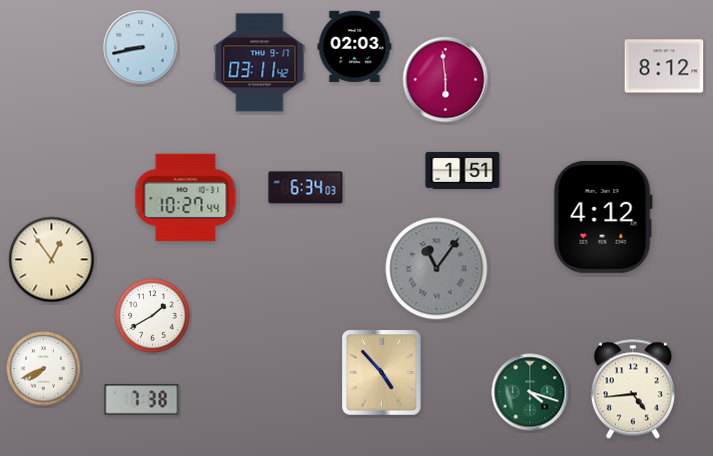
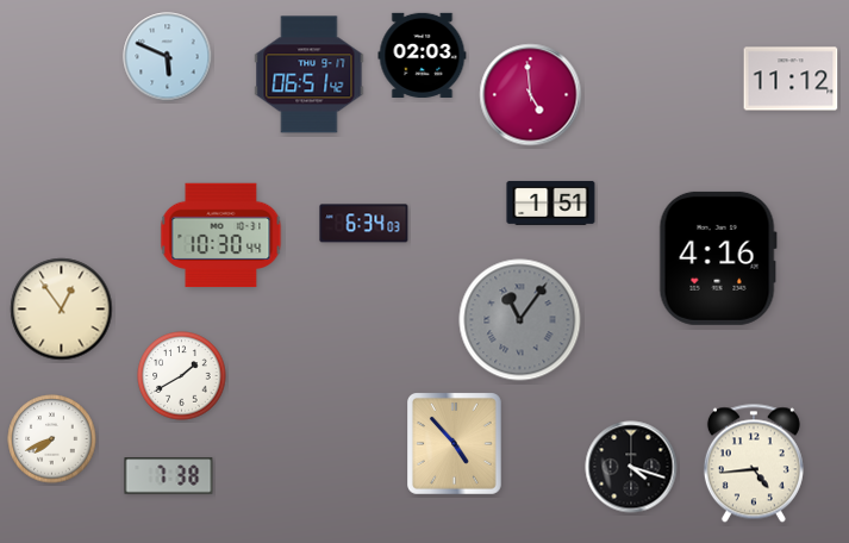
clock at (141, 48): 8:43 -> 5:49
clock at (260, 63): 03:11 -> 06:51
clock at (664, 66): 8:12 -> 11:12
clock at (446, 80): 5:59 -> 4:59
clock at (186, 198): 10:27 -> 10:30
clock at (603, 217): 4:12 -> 4:16
clock at (530, 392) dial: green -> black
